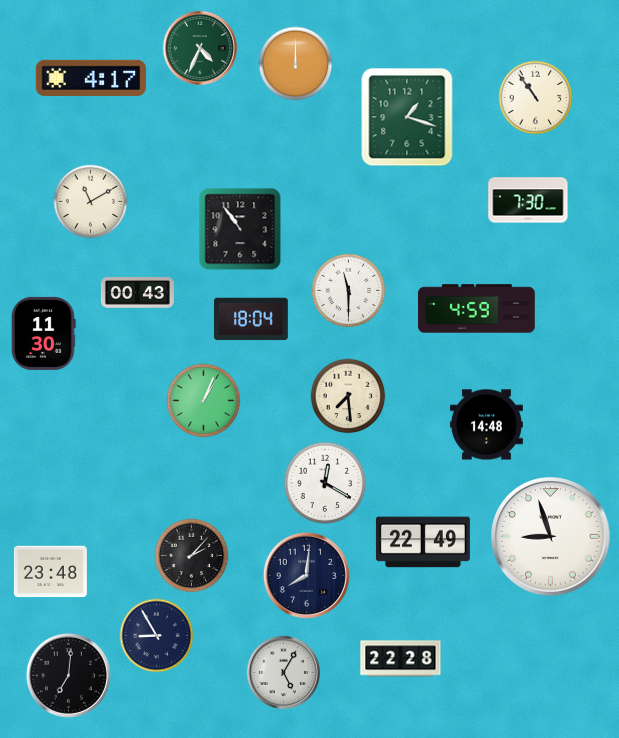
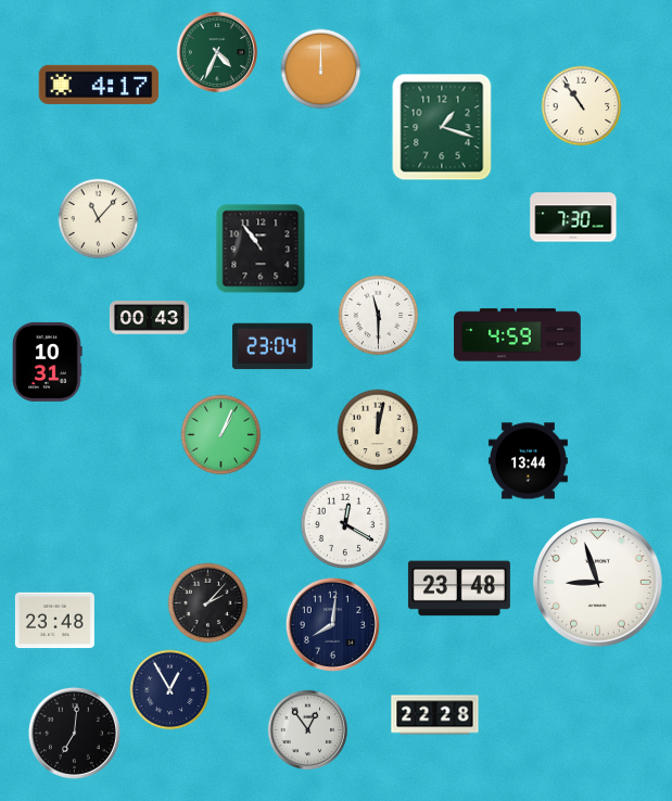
clock at (91, 202): 11:10 -> 11:07
clock at (251, 319): 18:04 -> 23:04
clock at (44, 333): 11:30 -> 10:31
clock at (348, 396): 7:29 -> 12:02
clock at (486, 425): 14:48 -> 13:44
clock at (325, 483) position: (325, 483) -> (345, 524)
clock at (423, 542): 22:49 -> 23:48
clock at (157, 636): 8:55 -> 12:55
clock at (283, 672): 5:05 -> 12:54
